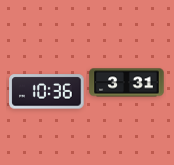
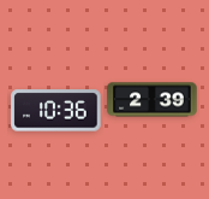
clock at (127, 83): 3:31 -> 2:39
